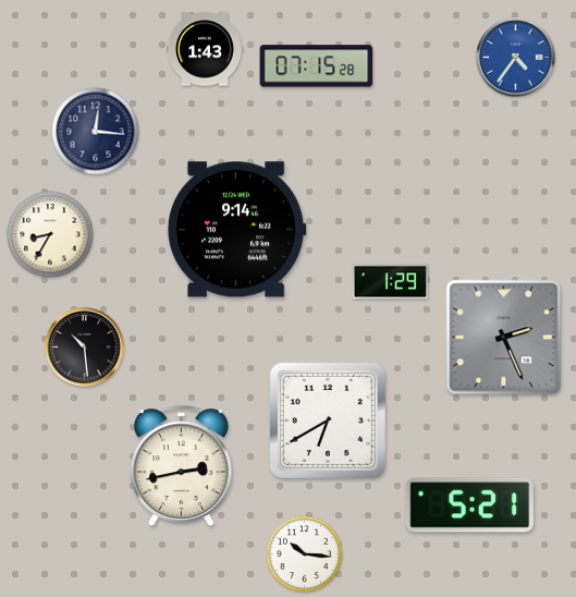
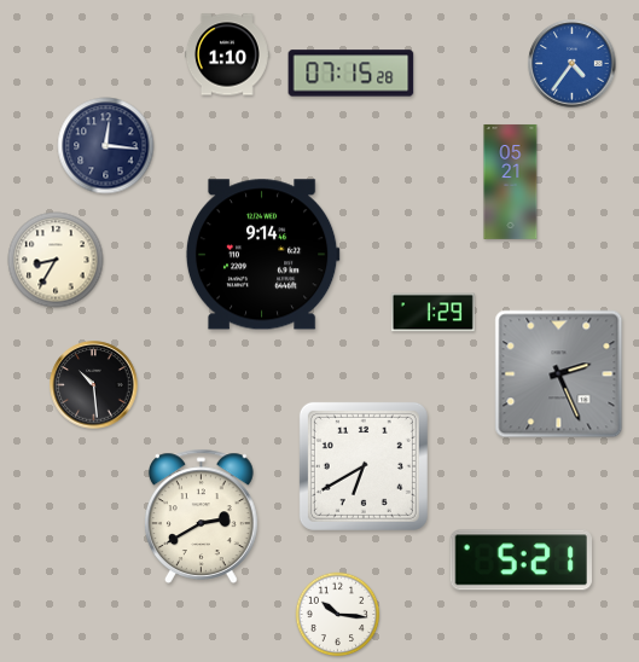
clock at (206, 49): 1:43 -> 1:10
clock at (511, 182): none -> 05:21
clock at (182, 465): 2:43 -> 2:40
